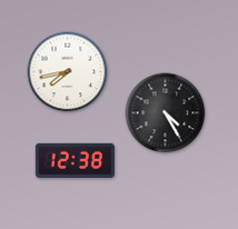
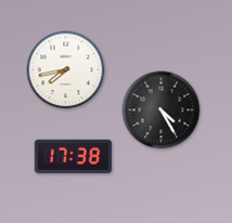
clock at (75, 160): 12:38 -> 17:38
